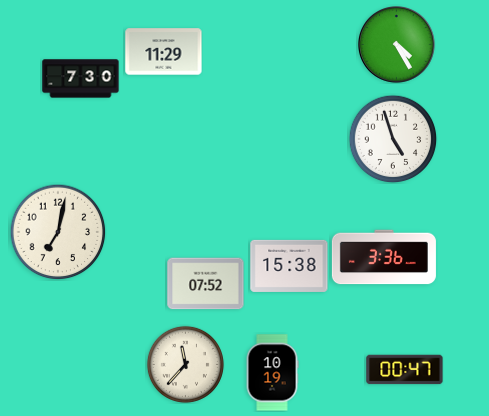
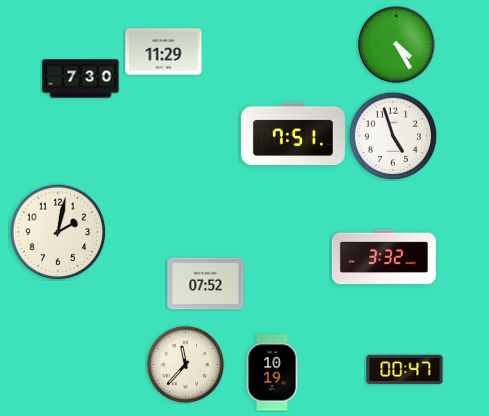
clock at (293, 134): none -> 7:51
clock at (393, 139) position: (393, 139) -> (393, 136)
clock at (58, 232): 7:02 -> 2:02
clock at (384, 257): 3:36 -> 3:32
clock at (289, 266): 15:38 -> none
